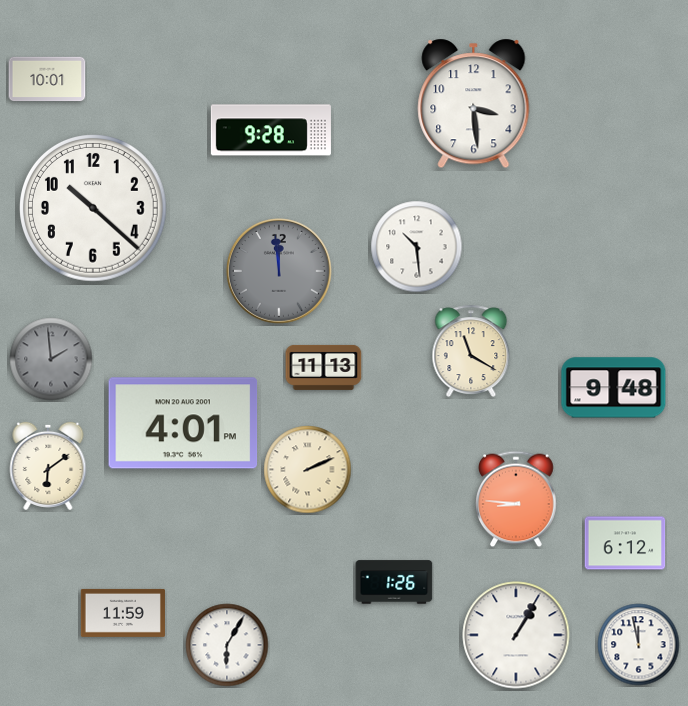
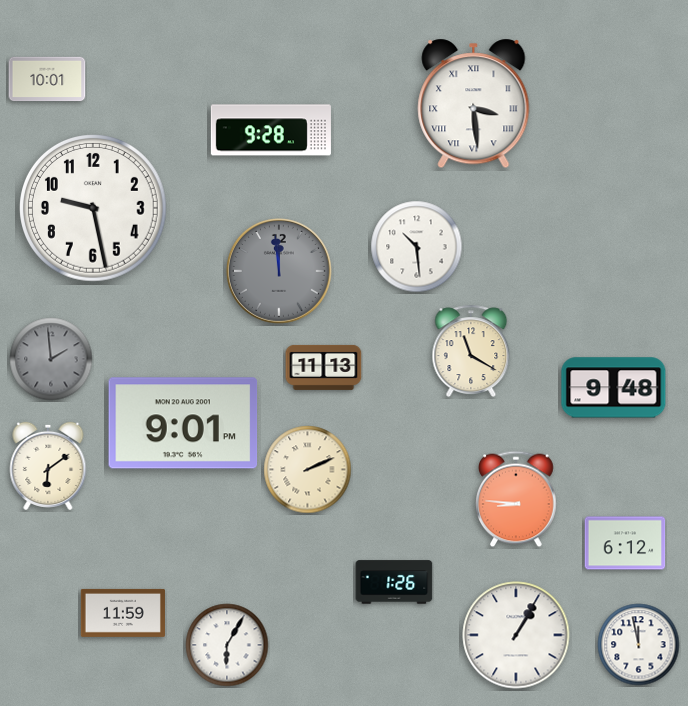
clock at (474, 104) numerals: Arabic -> Roman
clock at (94, 209): 10:22 -> 9:28
clock at (183, 423): 4:01 -> 9:01
